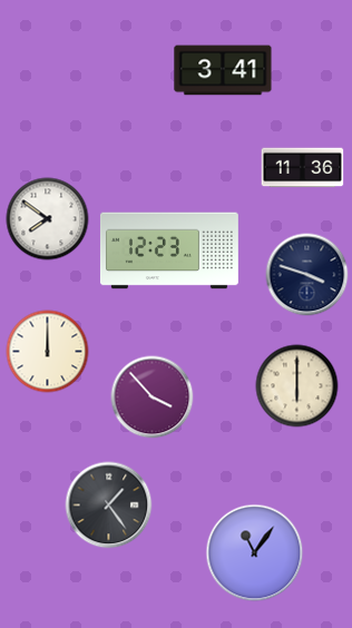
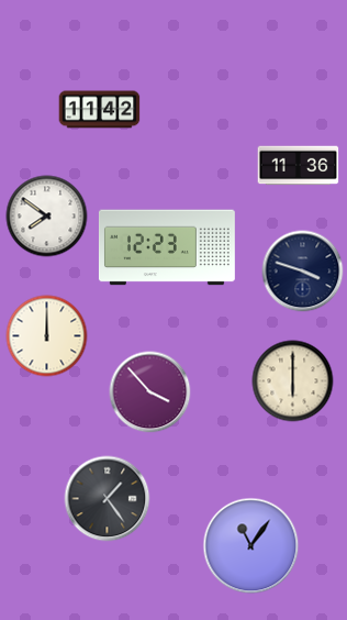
clock at (223, 70): 3:41 -> none
clock at (100, 110): none -> 11:42
clock at (48, 352) position: (48, 352) -> (47, 336)
